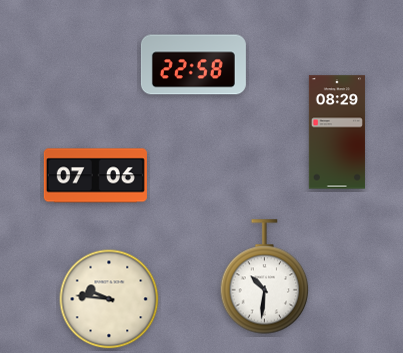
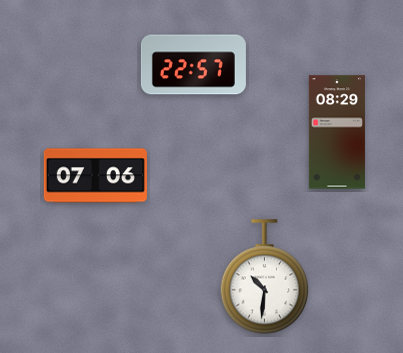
clock at (193, 65): 22:58 -> 22:57
clock at (109, 299): 9:46 -> none
